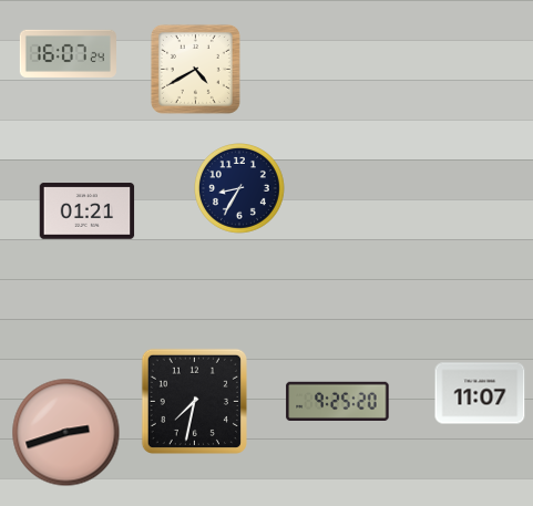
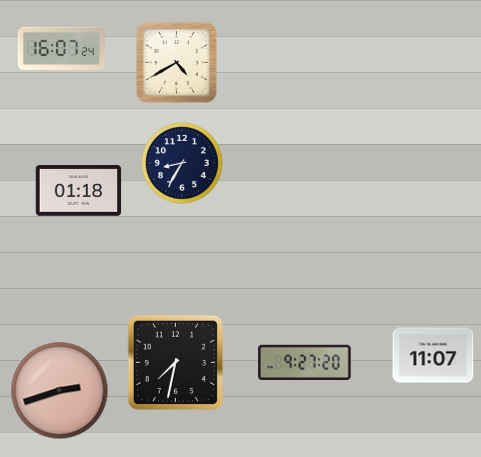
clock at (240, 189) position: (240, 189) -> (183, 164)
clock at (88, 211): 01:21 -> 01:18
clock at (338, 401): 9:25 -> 9:27
